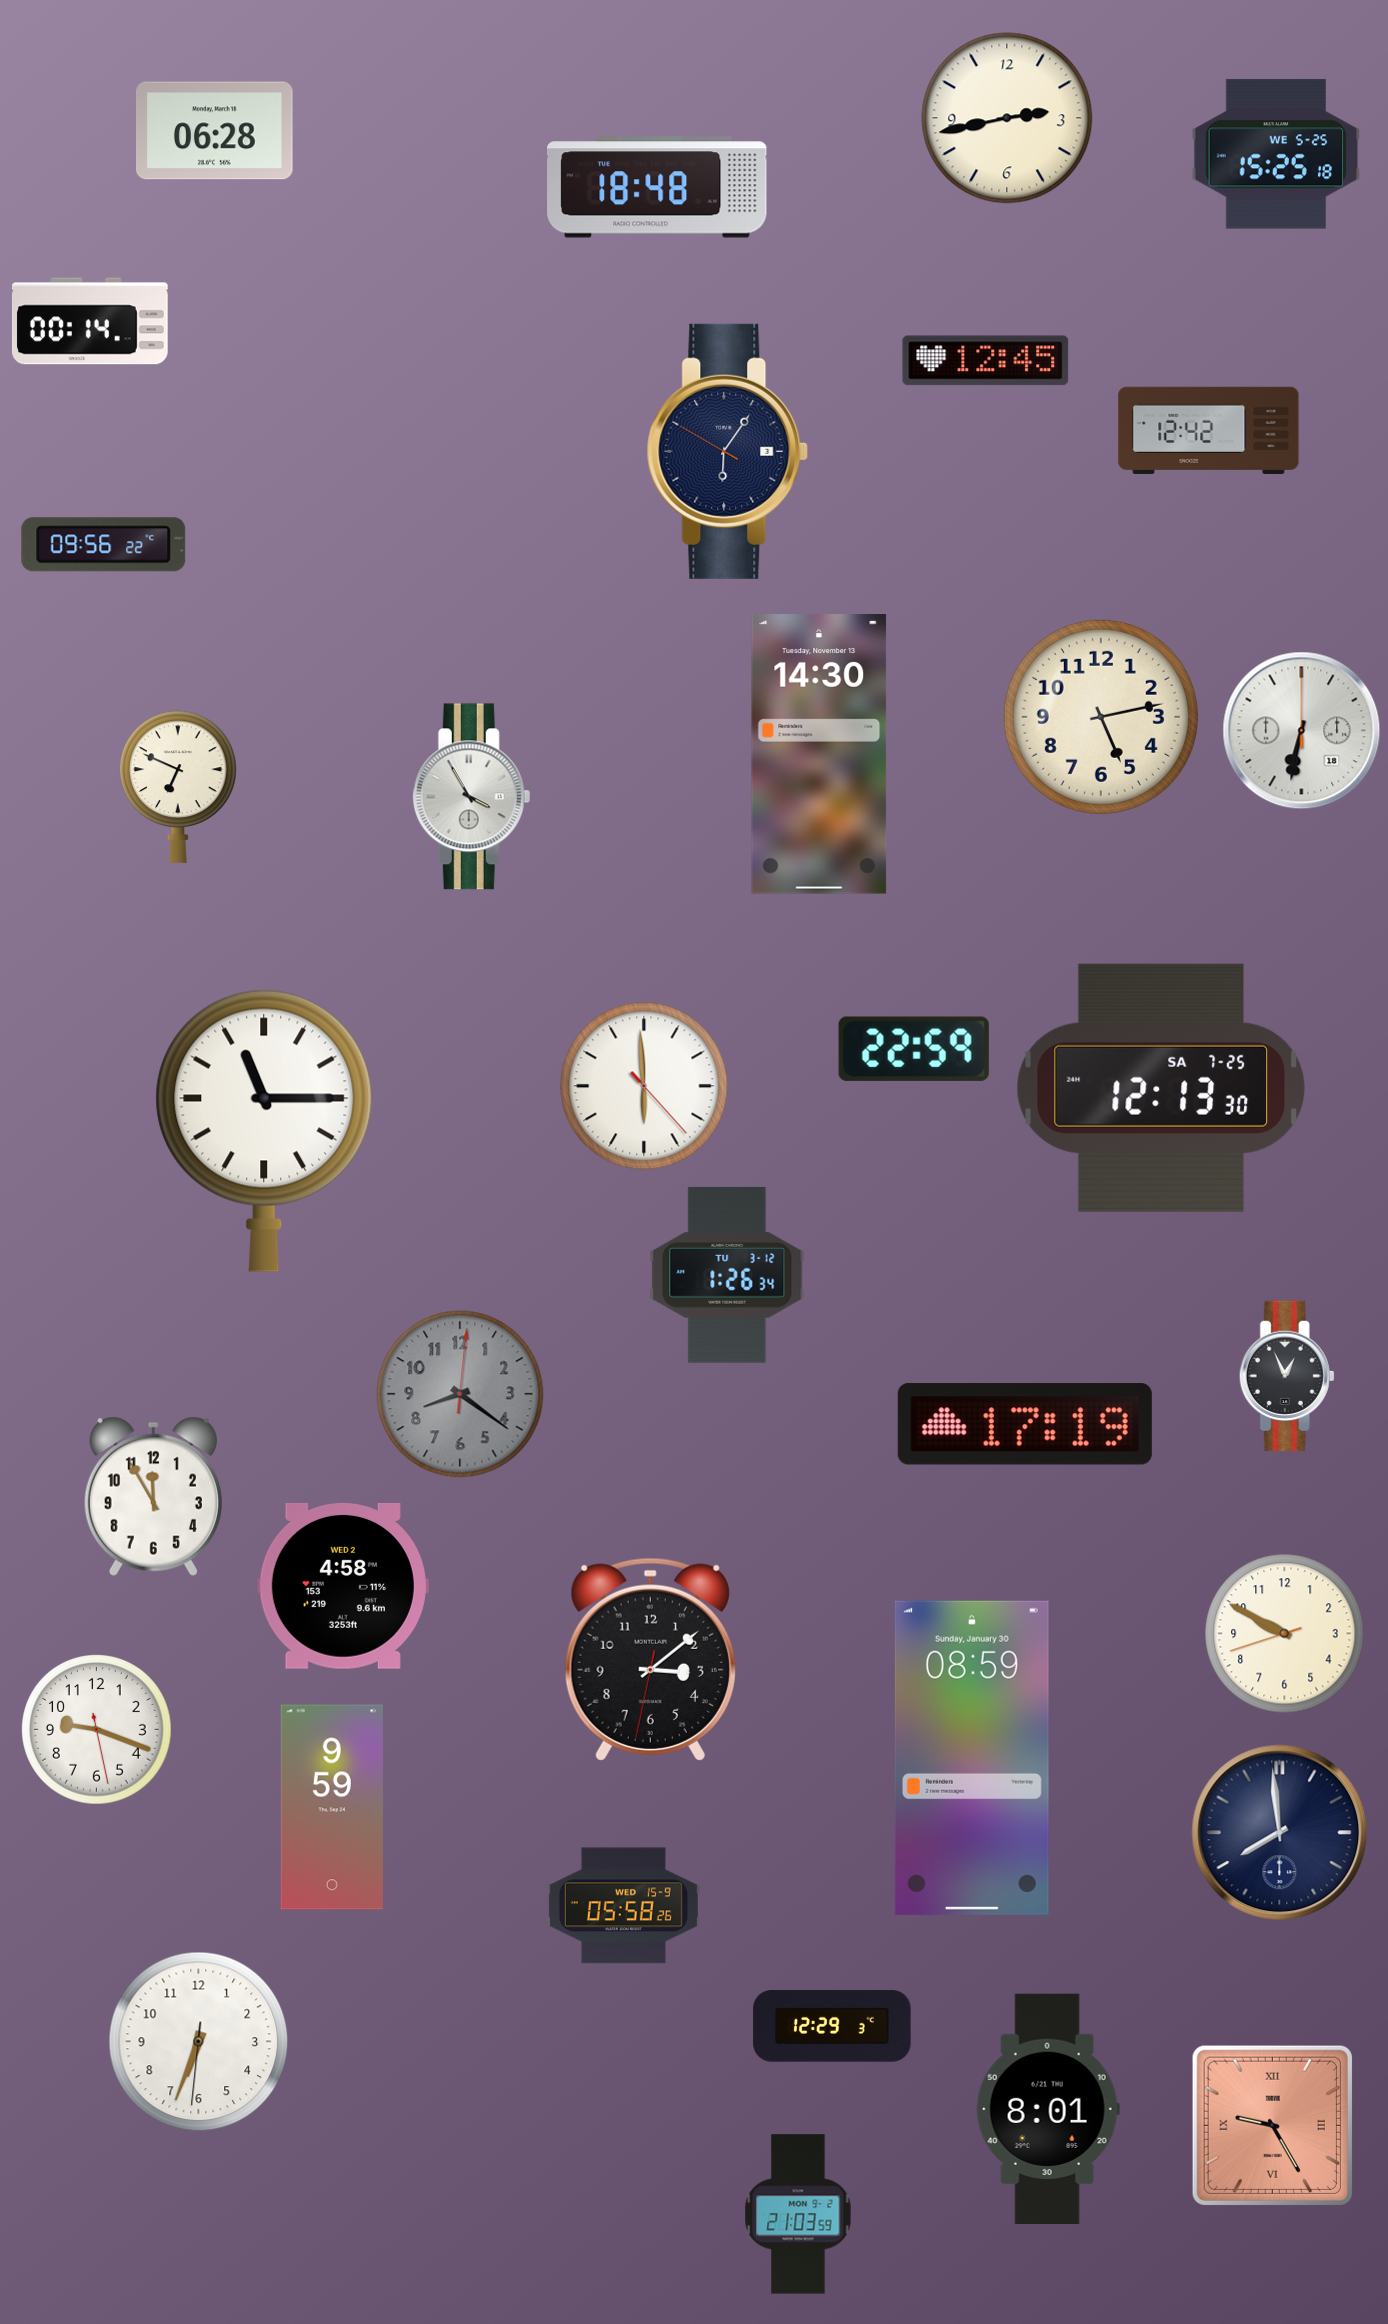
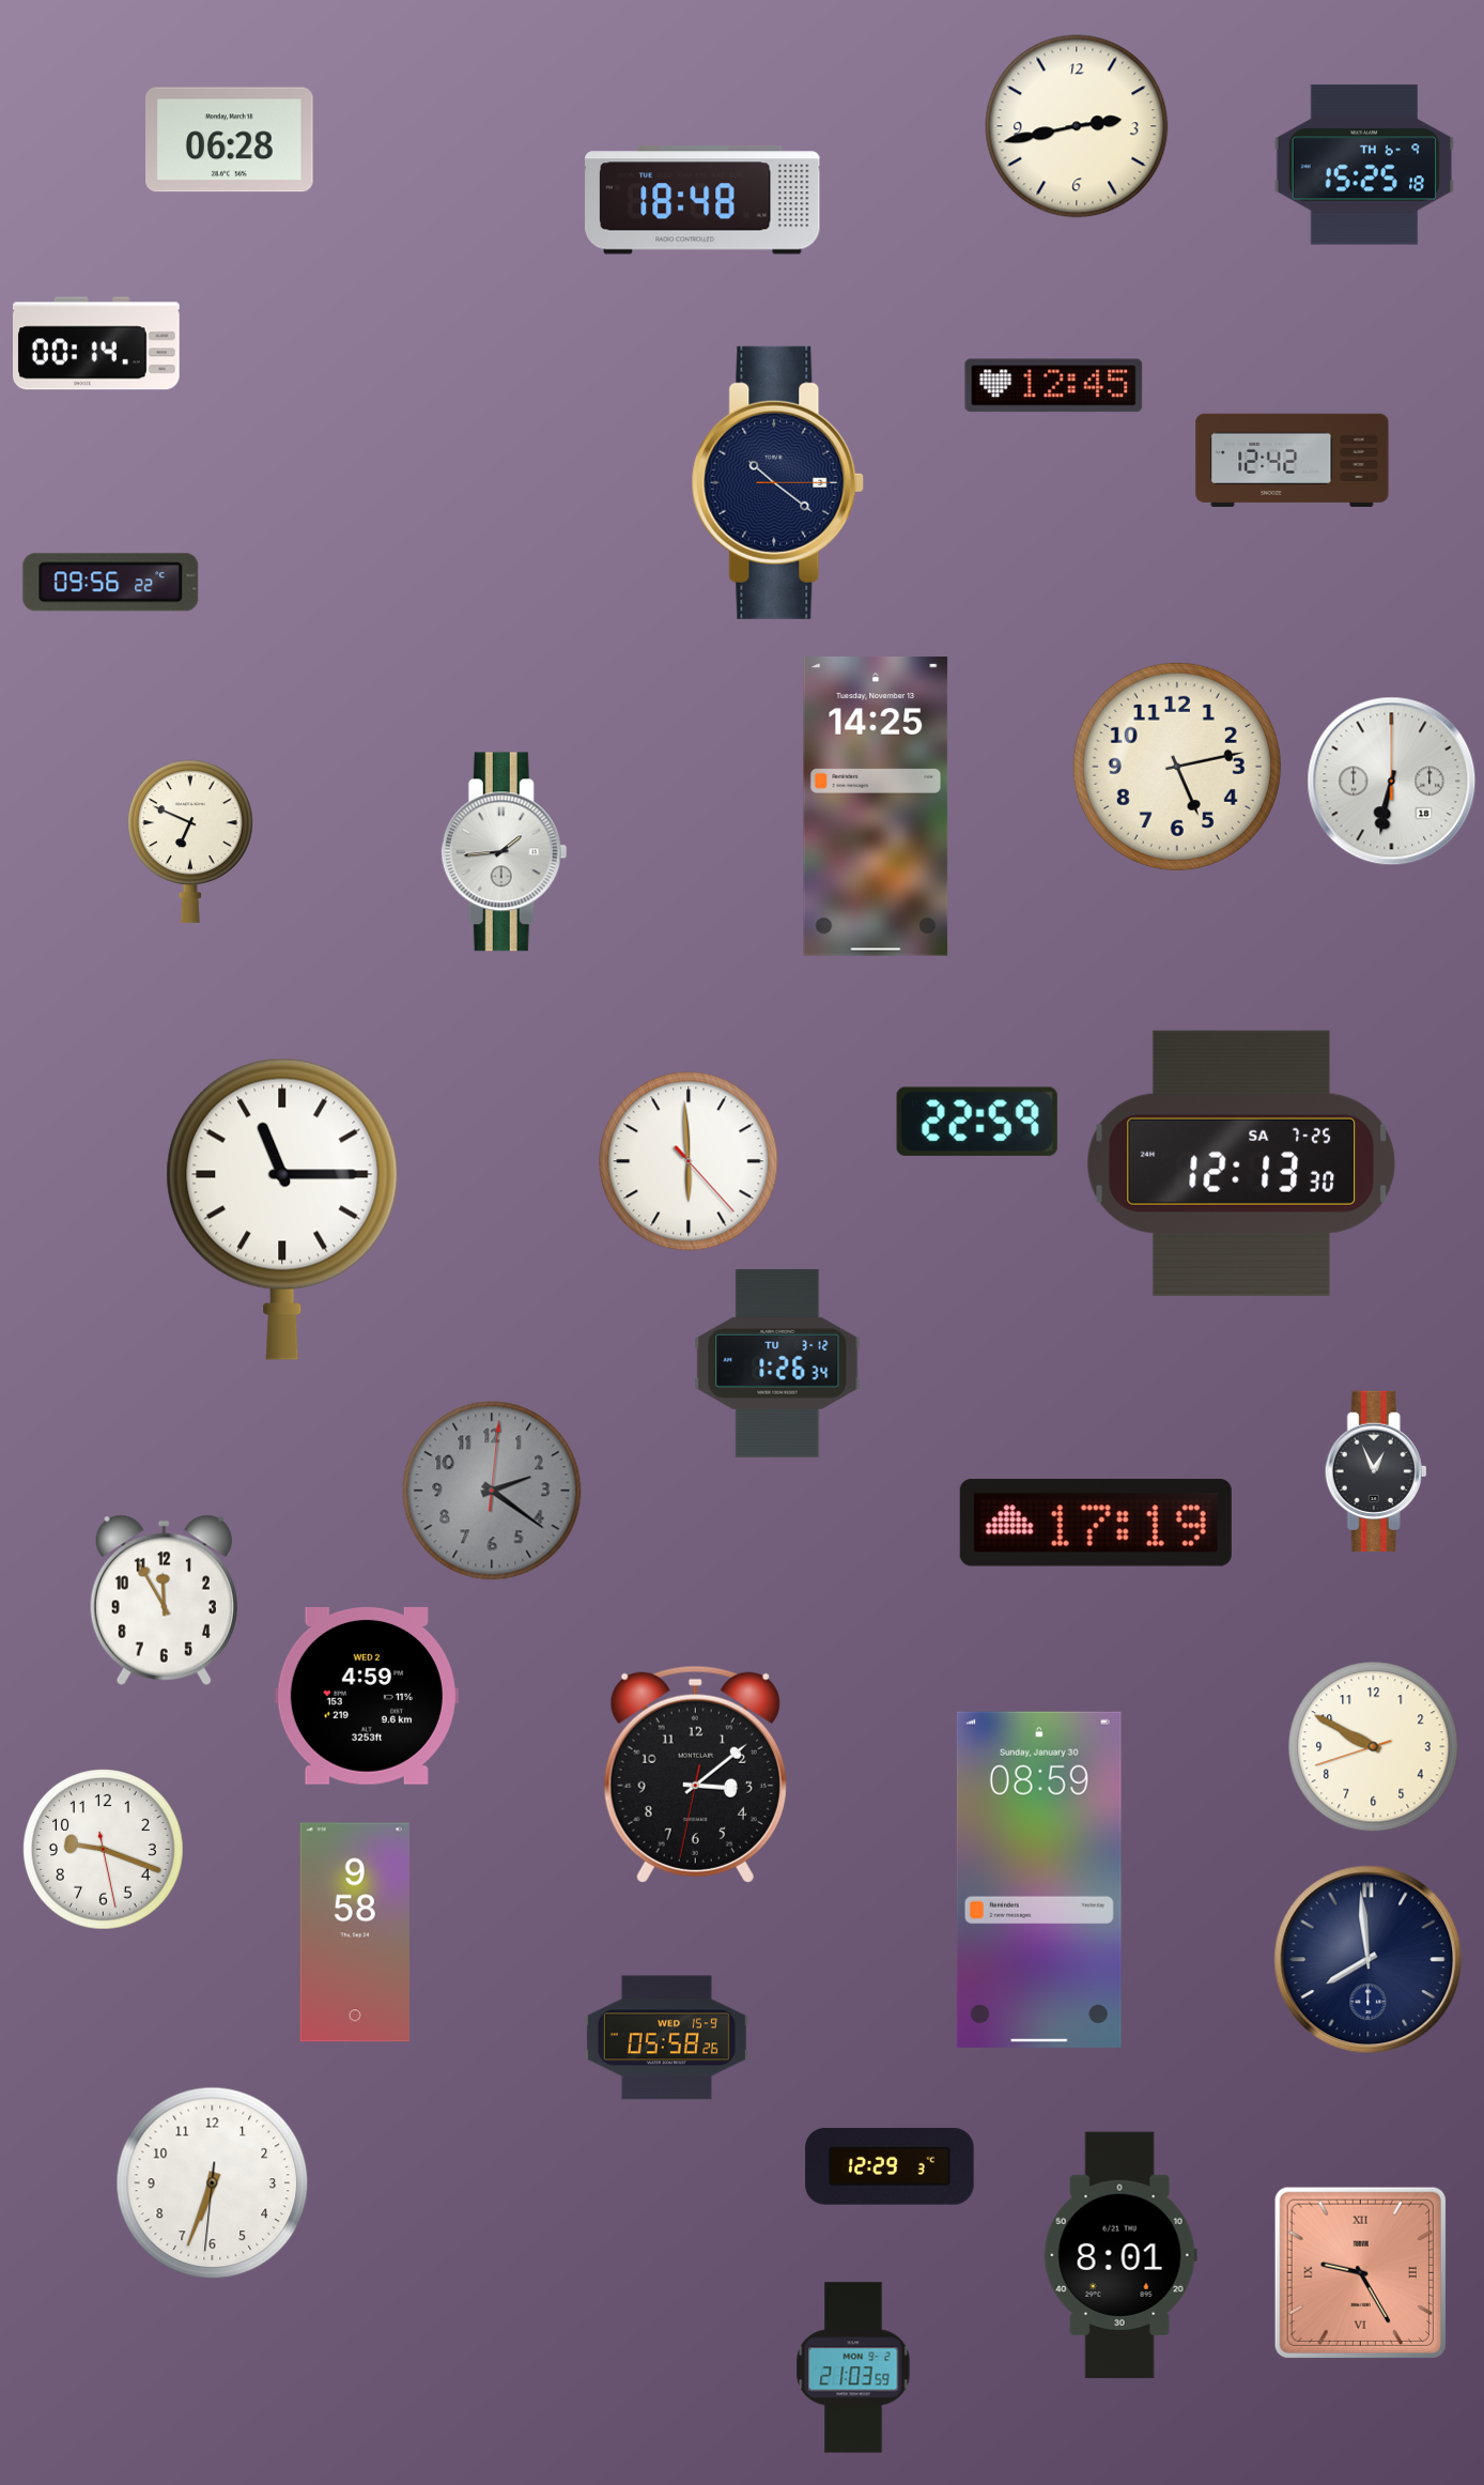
clock at (1276, 154) date: WE 5-25 -> TH 6-9
clock at (728, 451): 6:05 -> 10:21
clock at (819, 755): 14:30 -> 14:25
clock at (472, 797): 3:55 -> 1:44
clock at (460, 1394): 8:21 -> 2:21
clock at (343, 1586): 4:58 -> 4:59
clock at (332, 1807): 9:59 -> 9:58
